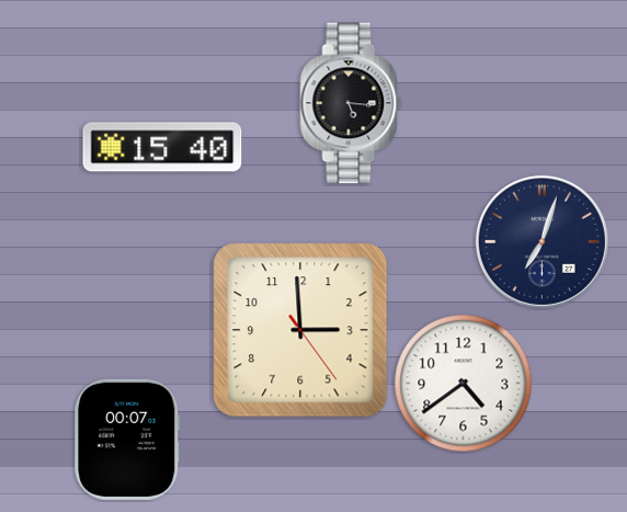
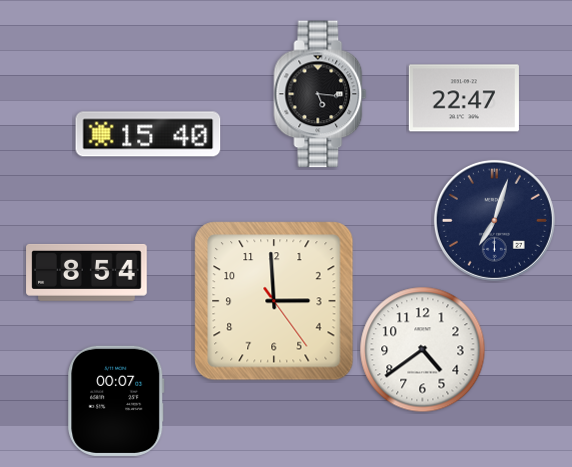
clock at (464, 98): none -> 22:47
clock at (87, 272): none -> 8:54
